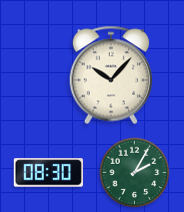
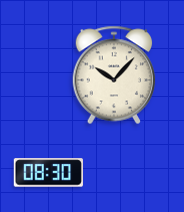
clock at (111, 75) position: (111, 75) -> (114, 75)
clock at (135, 173): 2:05 -> none
